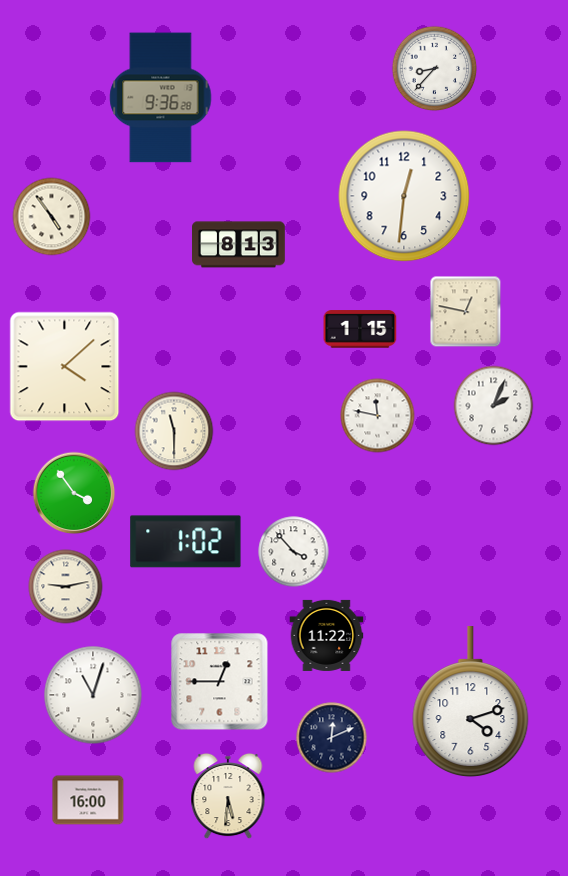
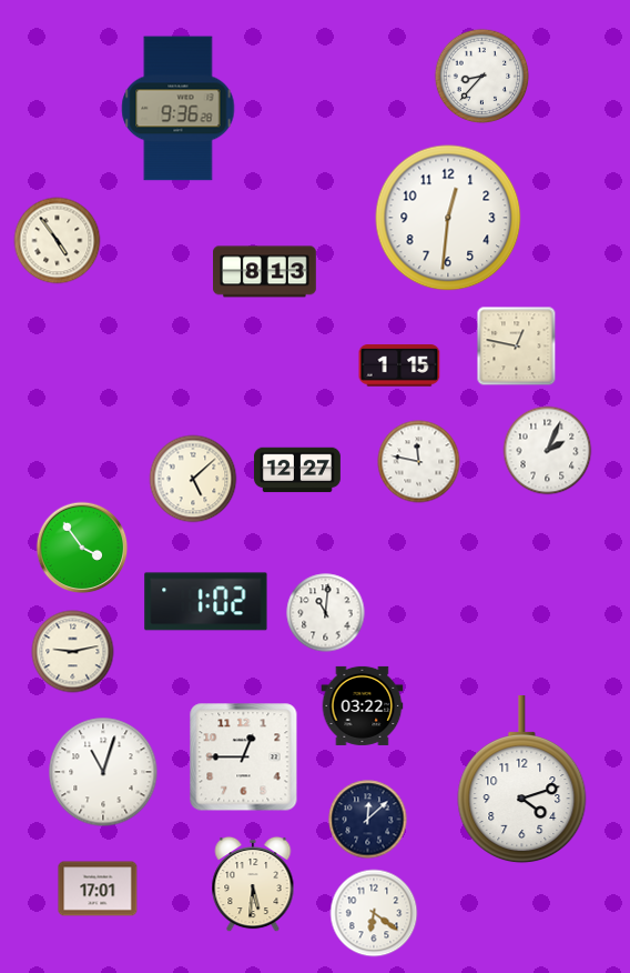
clock at (65, 367): 4:08 -> none
clock at (297, 470): none -> 12:27
clock at (174, 431): 11:30 -> 5:08
clock at (294, 552): 3:53 -> 11:01
clock at (327, 635): 11:22 -> 03:22
clock at (332, 738): 12:11 -> 12:08
clock at (88, 800): 16:00 -> 17:01
clock at (374, 913): none -> 6:21
